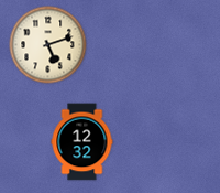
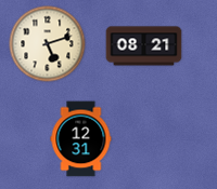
clock at (144, 46): none -> 08:21
clock at (82, 142): 12:32 -> 12:31
